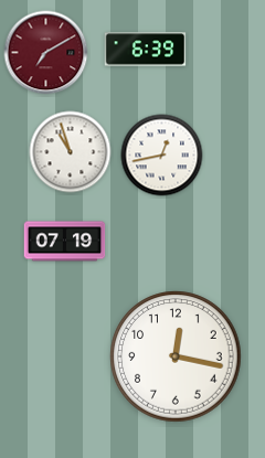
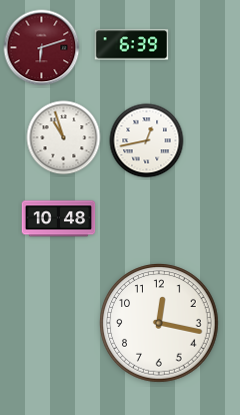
clock at (46, 53): 7:10 -> 6:12
clock at (65, 242): 07:19 -> 10:48
